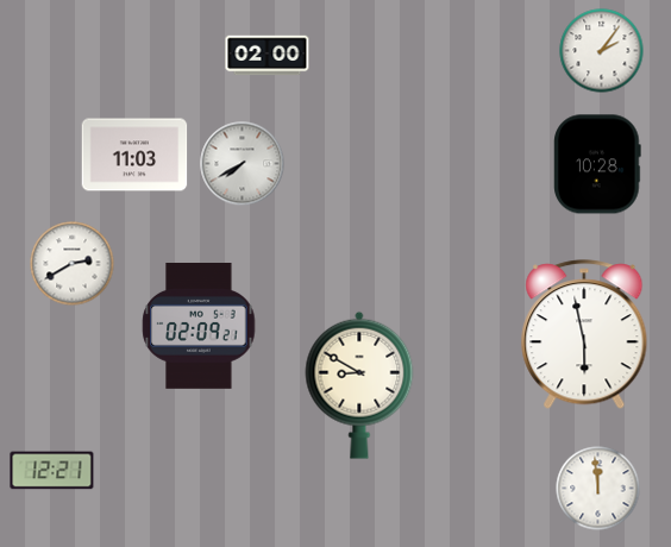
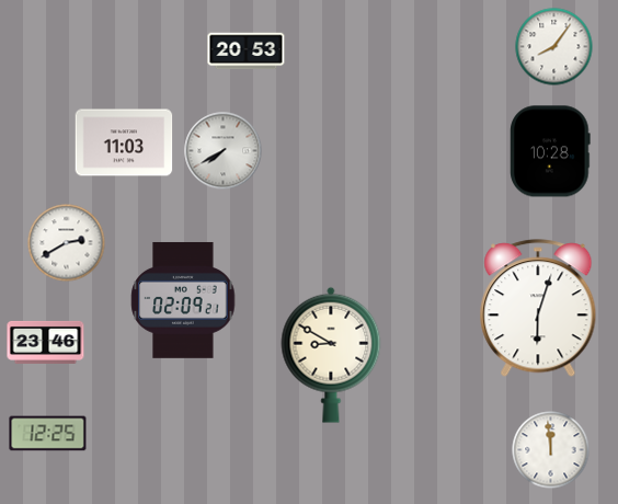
clock at (602, 51): 2:06 -> 8:06
clock at (268, 56): 02:00 -> 20:53
clock at (584, 335): 5:58 -> 6:03
clock at (46, 342): none -> 23:46
clock at (52, 471): 12:21 -> 12:25
